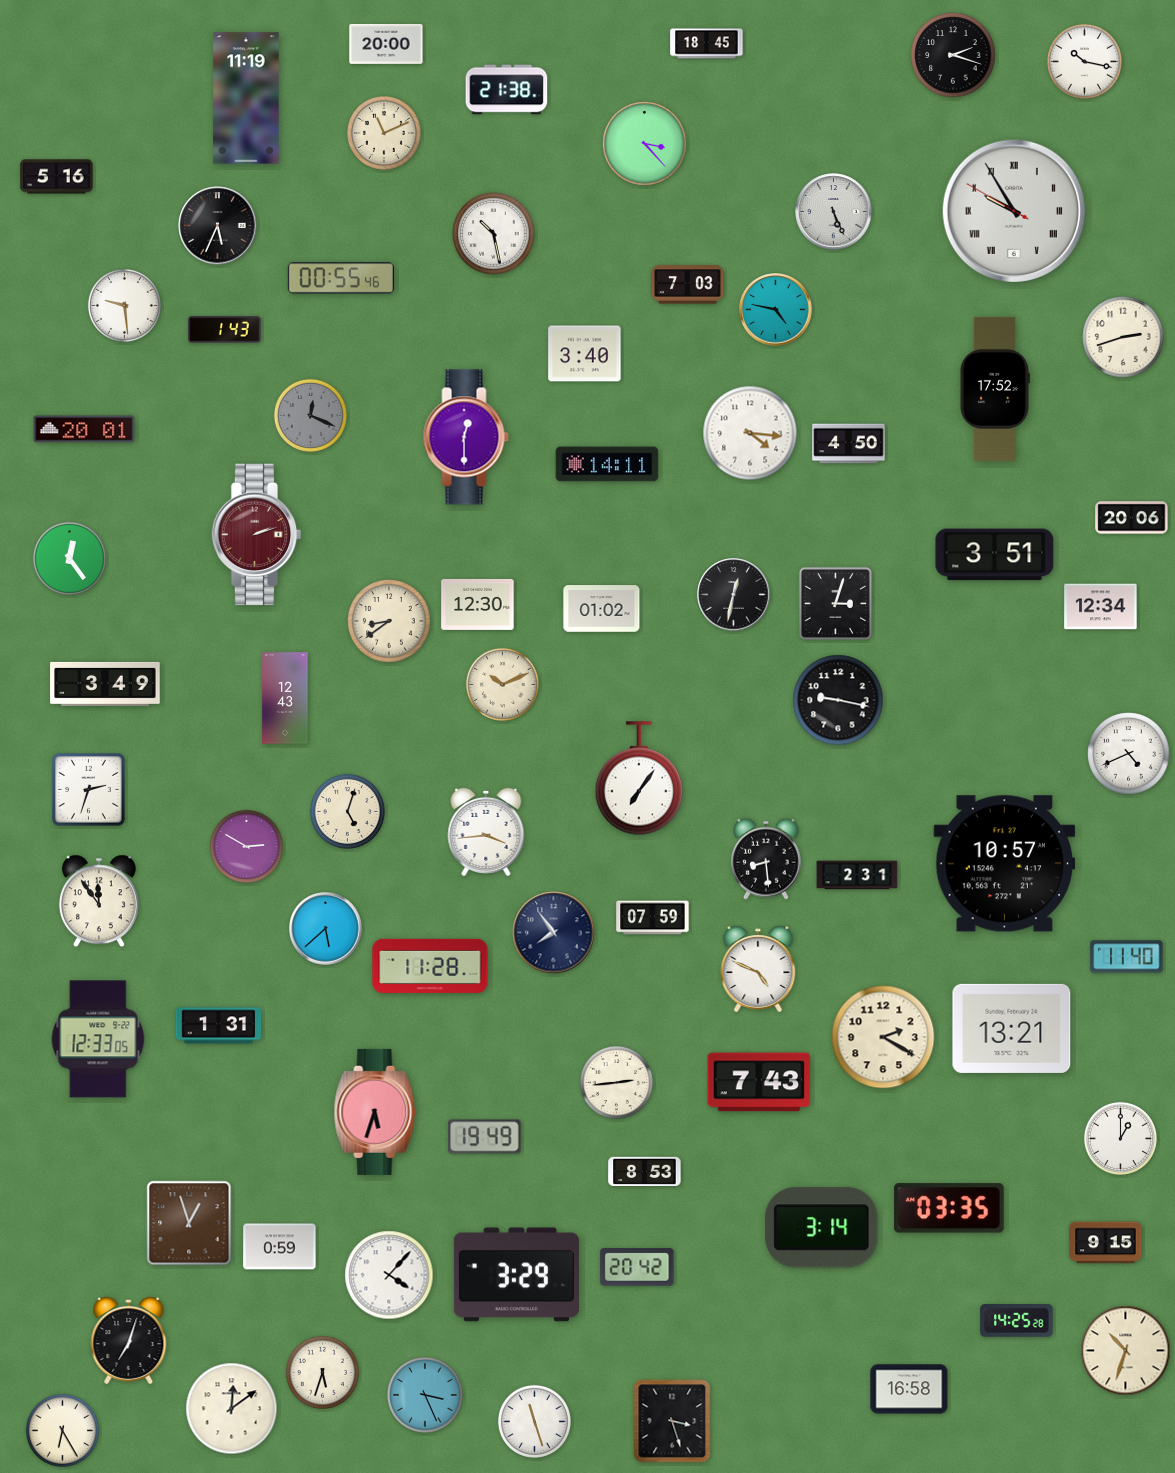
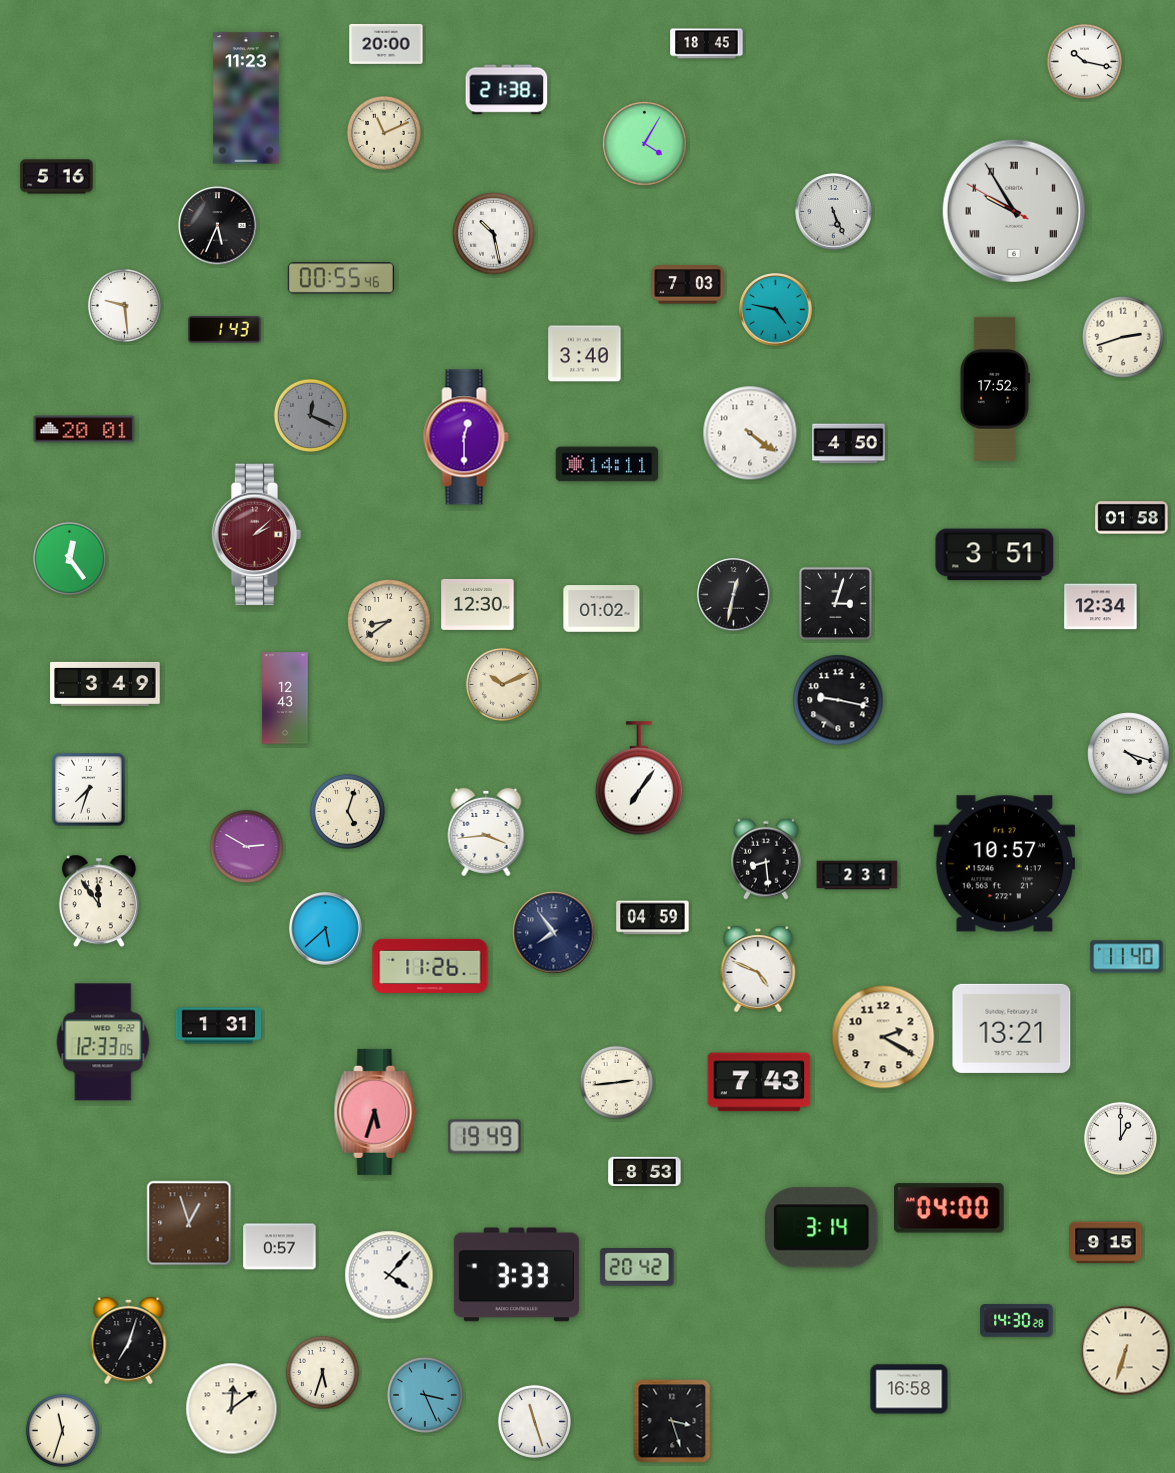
clock at (953, 55): 2:18 -> none
clock at (246, 98): 11:19 -> 11:23
clock at (645, 144): 3:23 -> 4:05
clock at (750, 433): 4:16 -> 4:21
clock at (1132, 518): 20:06 -> 01:58
clock at (257, 535): 2:12 -> 2:08
clock at (1129, 754): 4:41 -> 4:18
clock at (89, 790): 2:33 -> 7:33
clock at (653, 918): 07:59 -> 04:59
clock at (430, 966): 11:28 -> 11:26
clock at (98, 1039) position: (98, 1039) -> (103, 1042)
clock at (950, 1208): 03:35 -> 04:00
clock at (280, 1247): 0:59 -> 0:57
clock at (516, 1275): 3:29 -> 3:33
clock at (1017, 1321): 14:25 -> 14:30
clock at (1126, 1351): 10:33 -> 6:33
clock at (62, 1430): 6:25 -> 11:33
